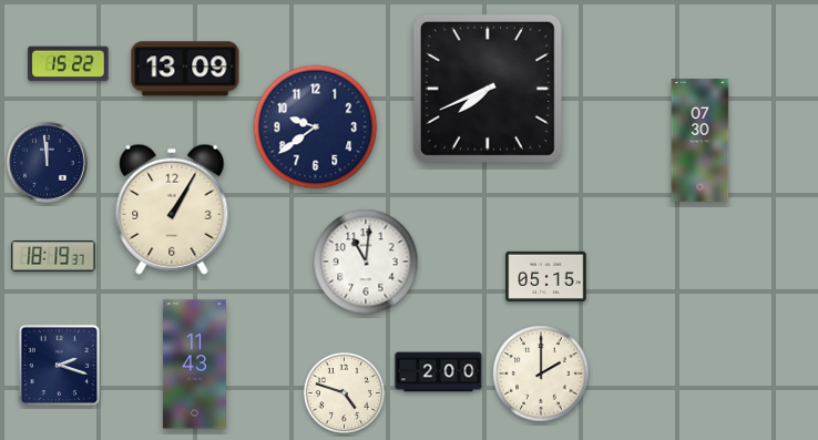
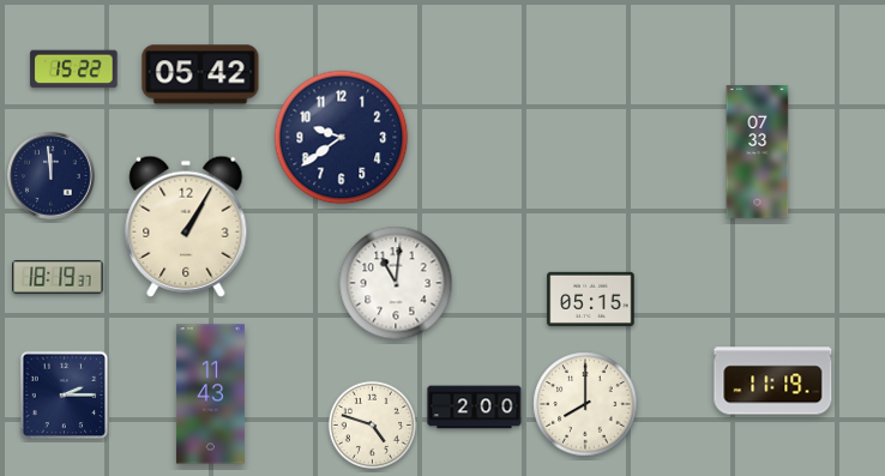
clock at (185, 69): 13:09 -> 05:42
clock at (488, 89): 7:41 -> none
clock at (701, 141): 07:30 -> 07:33
clock at (773, 381): none -> 11:19
clock at (60, 366): 2:18 -> 2:15
clock at (439, 372) position: (439, 372) -> (475, 408)
clock at (541, 374): 2:00 -> 8:00
